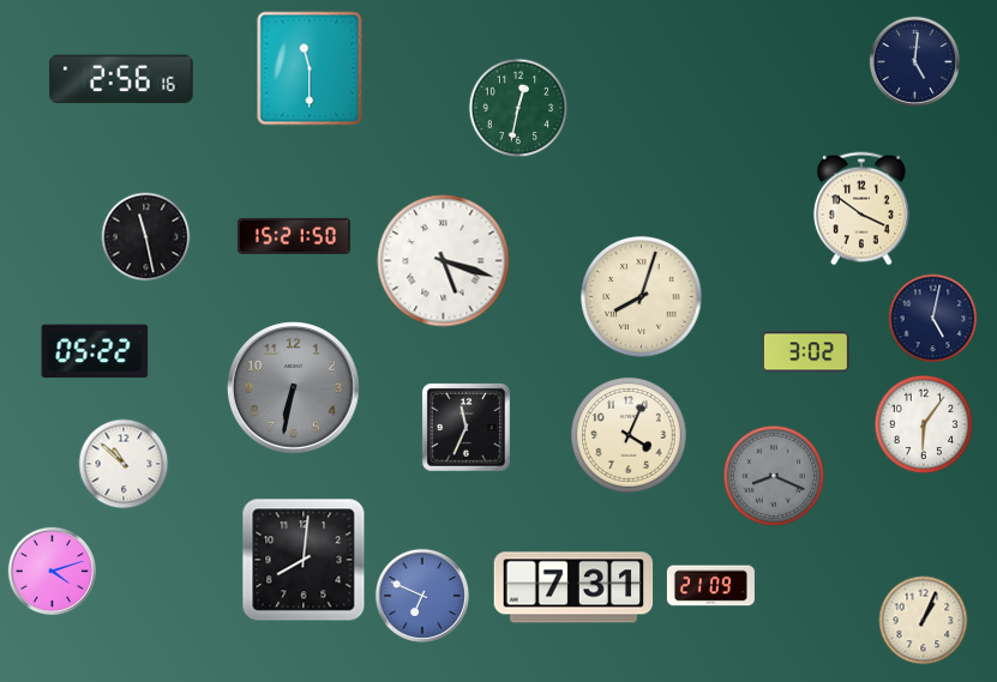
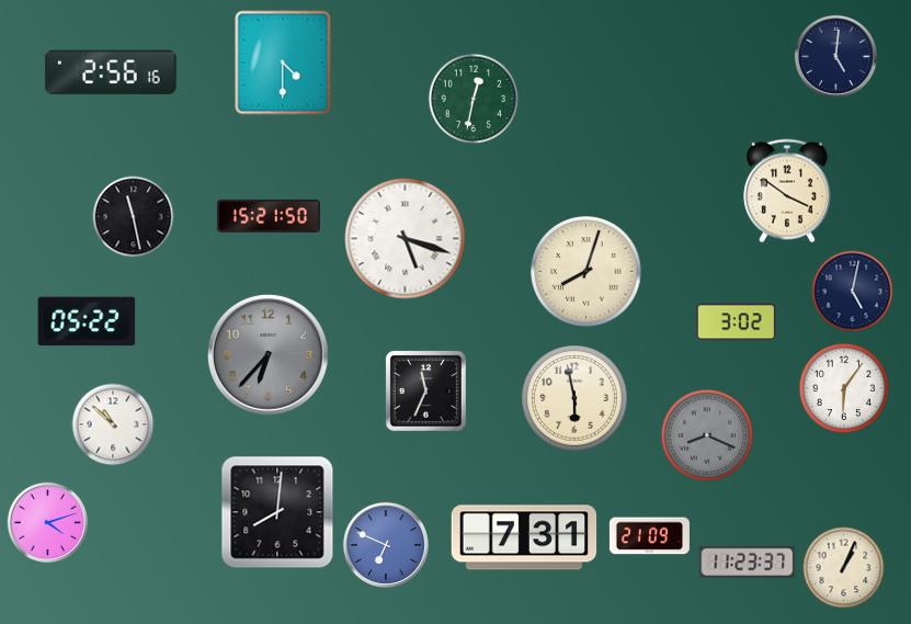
clock at (310, 68): 11:30 -> 4:30
clock at (294, 388): 6:32 -> 6:37
clock at (630, 436): 4:04 -> 5:58
clock at (748, 561): none -> 11:23
